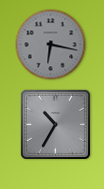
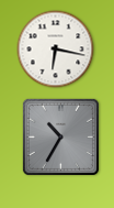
clock at (51, 45) dial: grey -> white
